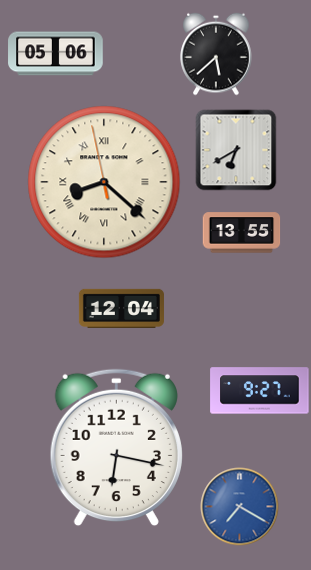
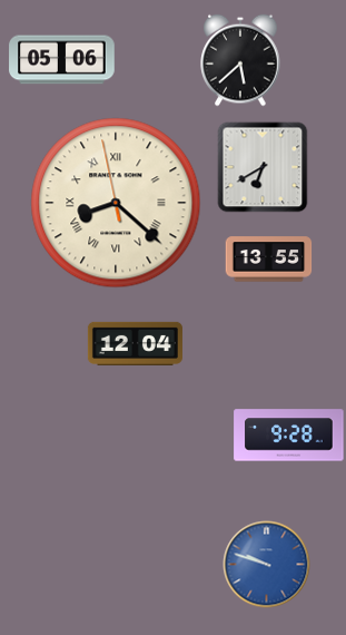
clock at (260, 391): 9:27 -> 9:28
clock at (116, 448): 6:17 -> none
clock at (239, 506): 7:20 -> 9:48
